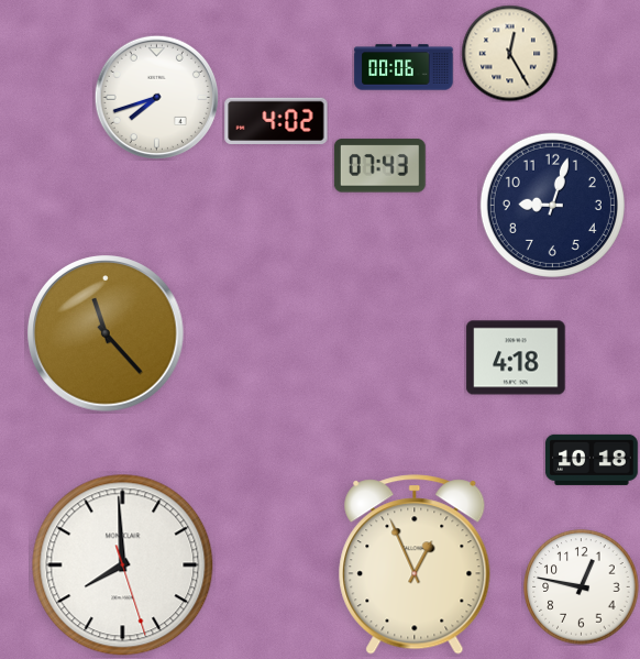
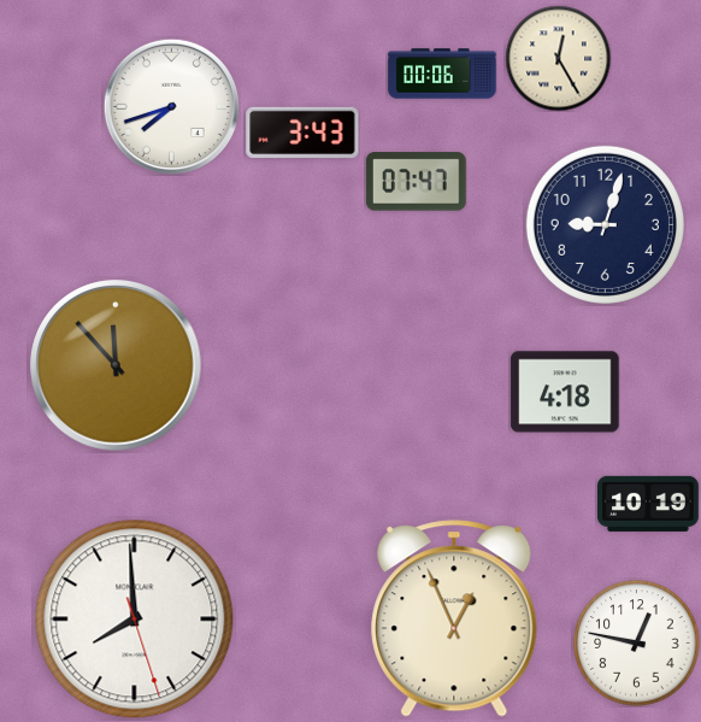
clock at (276, 120): 4:02 -> 3:43
clock at (379, 166): 07:43 -> 07:47
clock at (106, 333): 11:23 -> 11:53
clock at (593, 460): 10:18 -> 10:19
